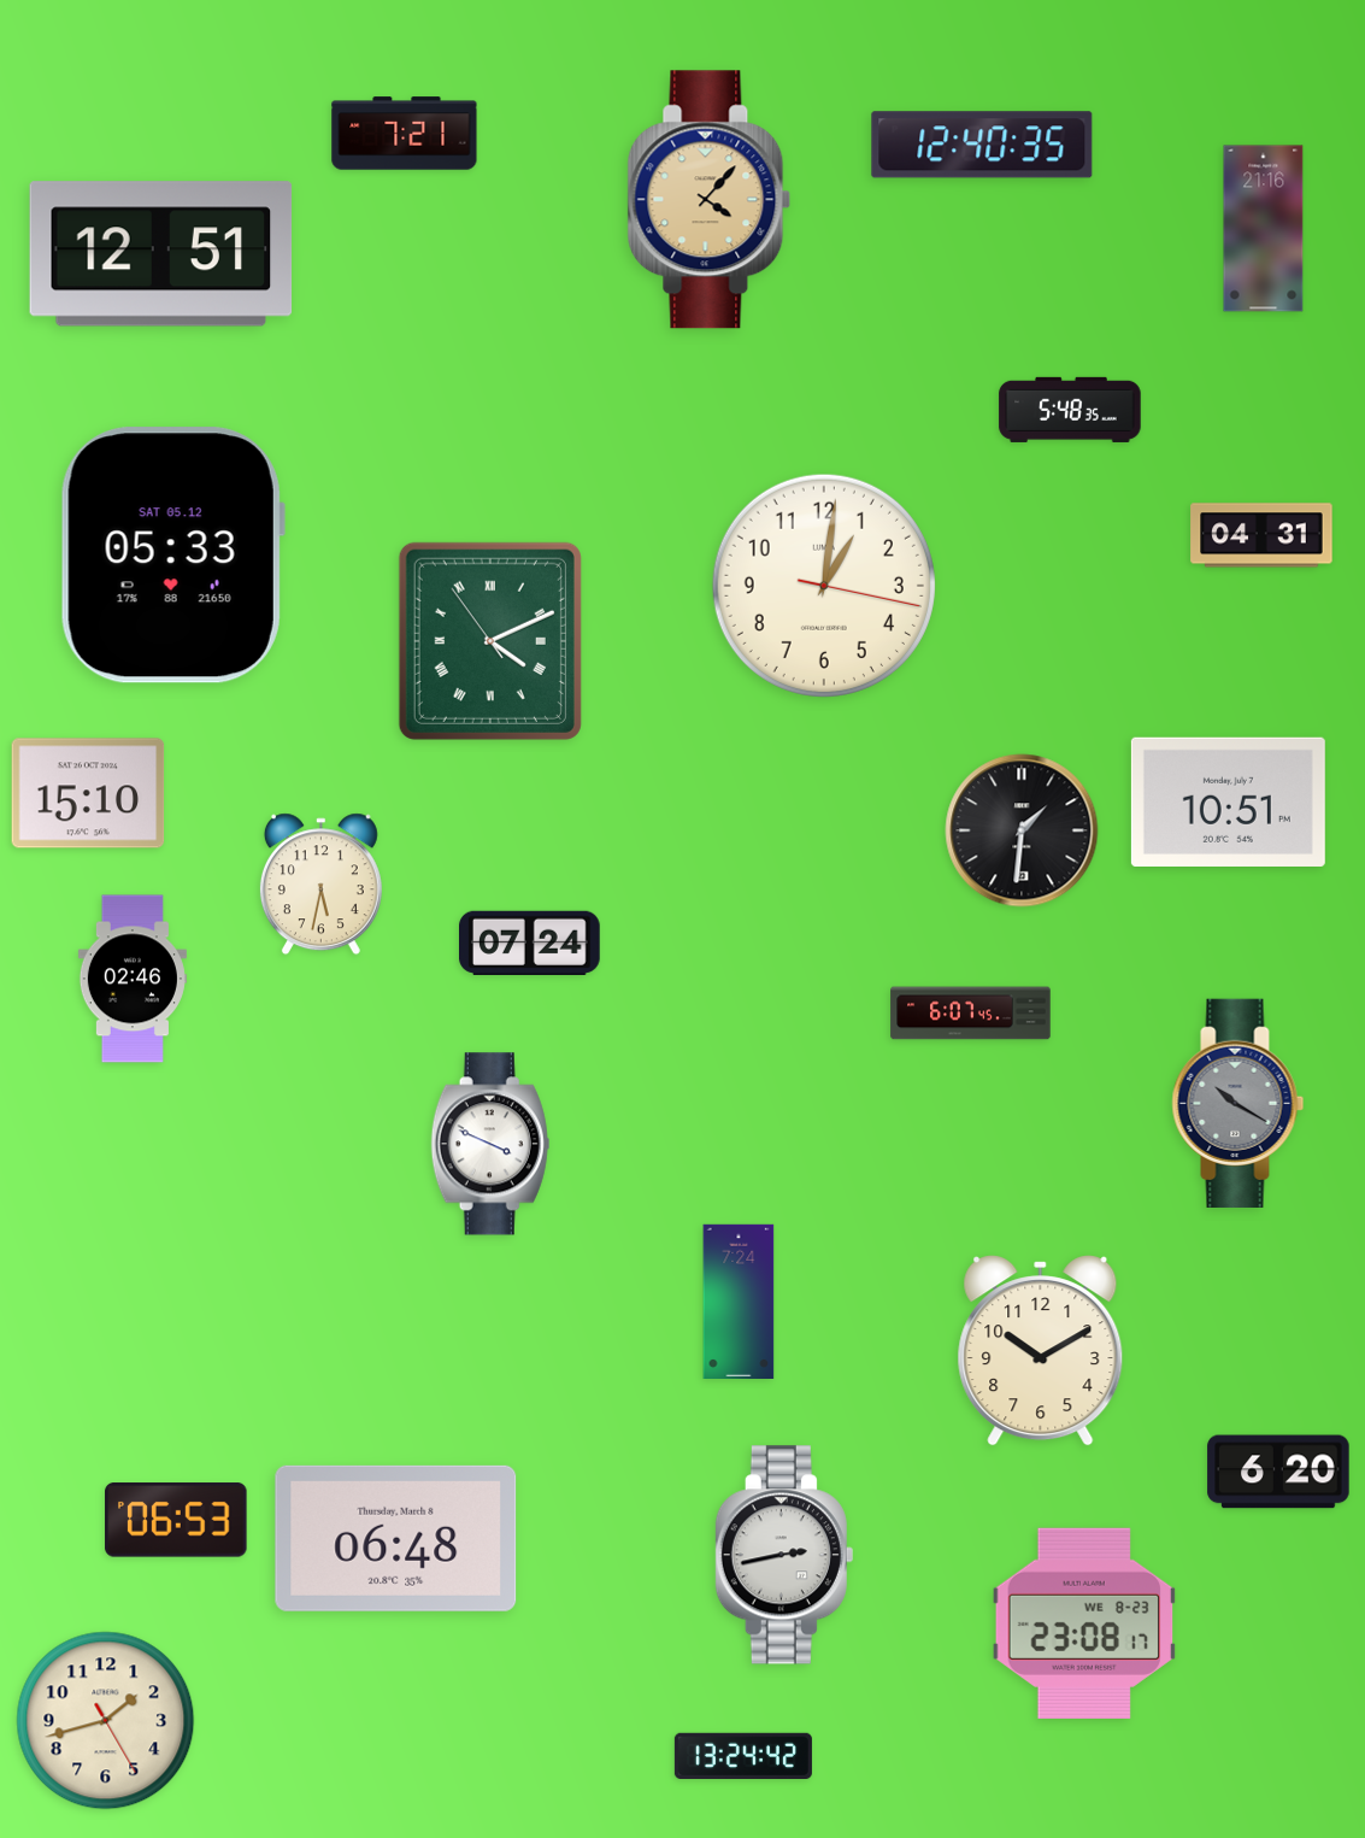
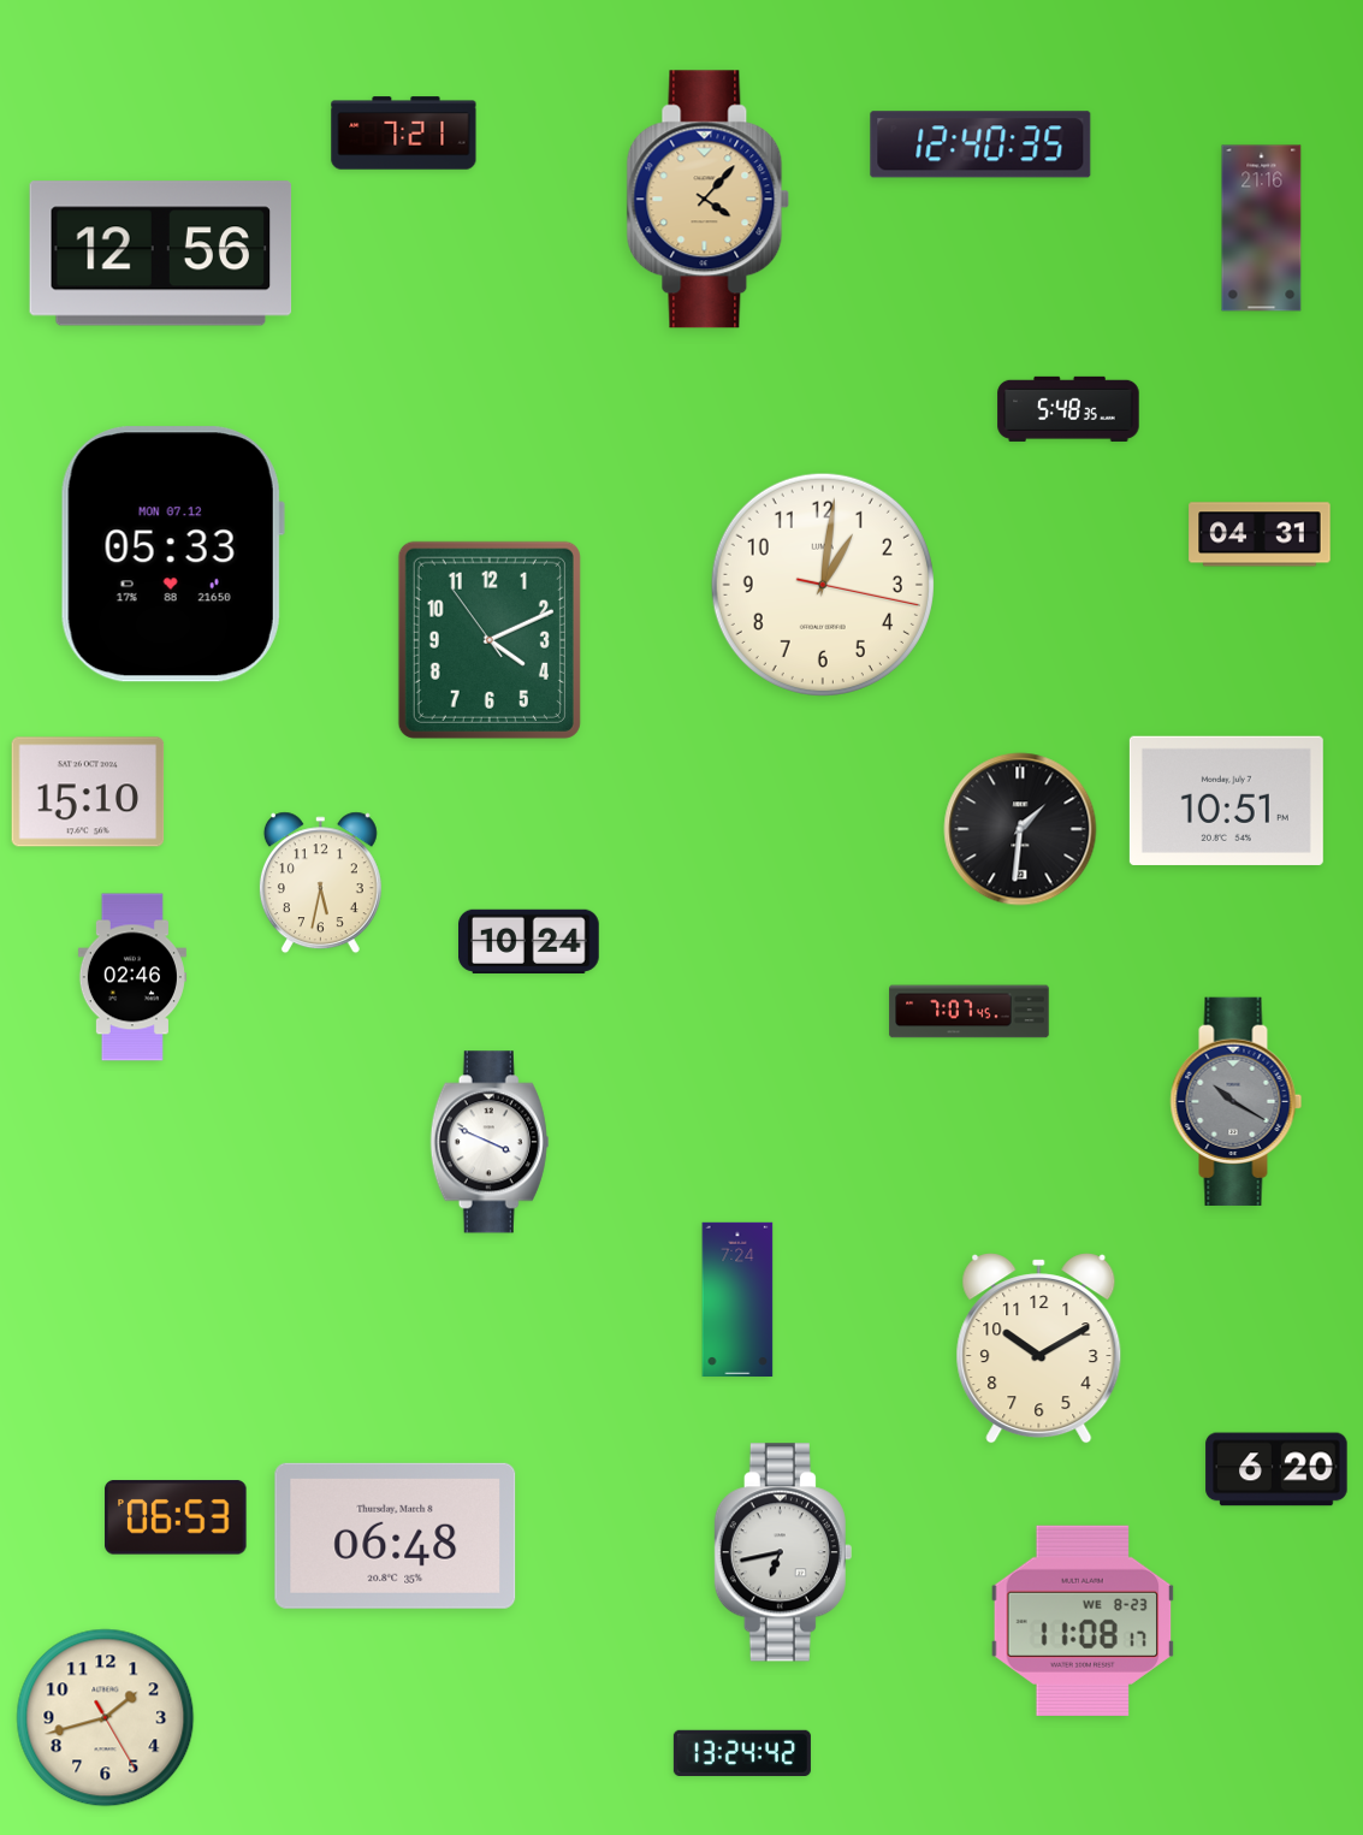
clock at (161, 254): 12:51 -> 12:56
clock at (172, 556) date: SAT 05.12 -> MON 07.12
clock at (490, 641) numerals: Roman -> Arabic
clock at (530, 943): 07:24 -> 10:24
clock at (971, 1014): 6:07 -> 7:07
clock at (784, 1555): 2:43 -> 6:43
clock at (1084, 1623): 23:08 -> 11:08
